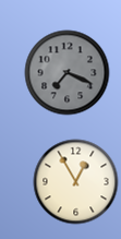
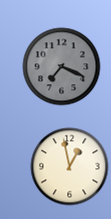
clock at (75, 181): 12:55 -> 12:58
